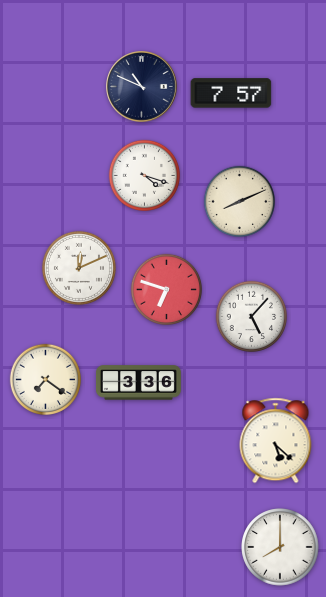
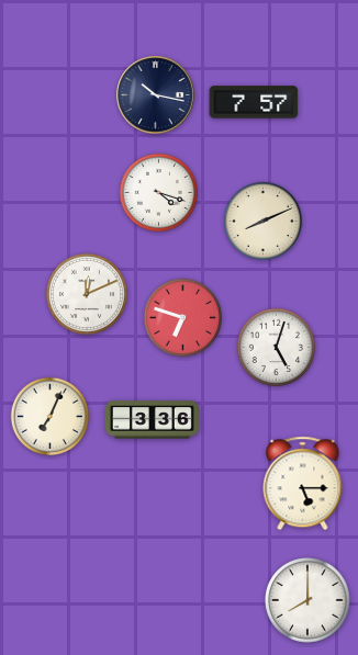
clock at (142, 87): 10:49 -> 10:17
clock at (251, 316): 5:07 -> 5:03
clock at (45, 379): 7:21 -> 7:04
clock at (276, 441): 5:22 -> 5:15
